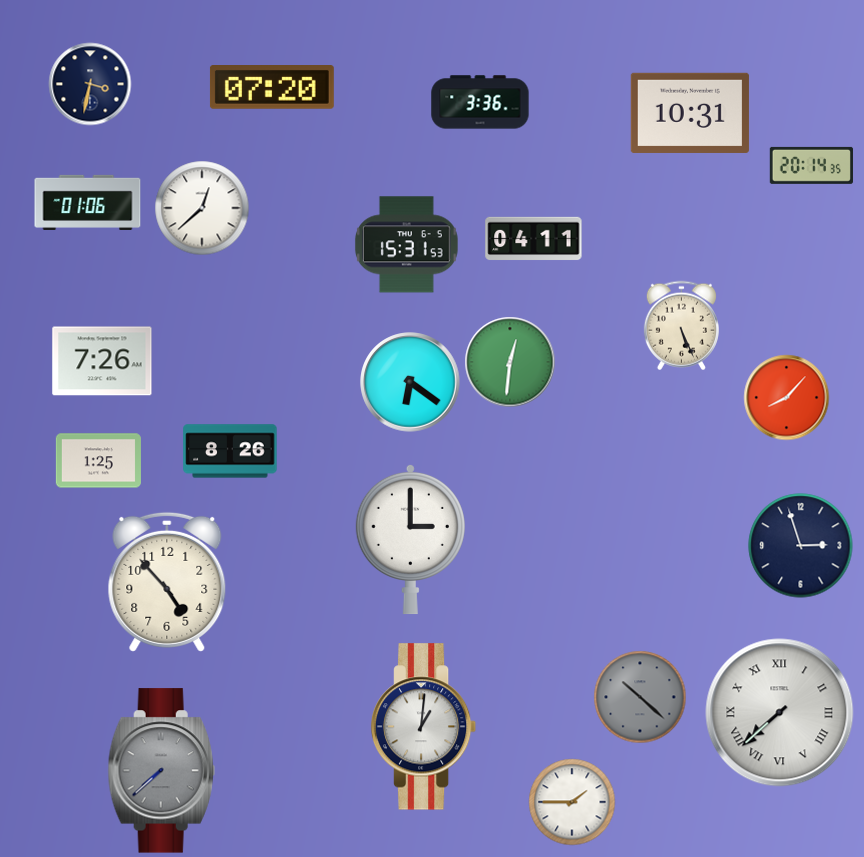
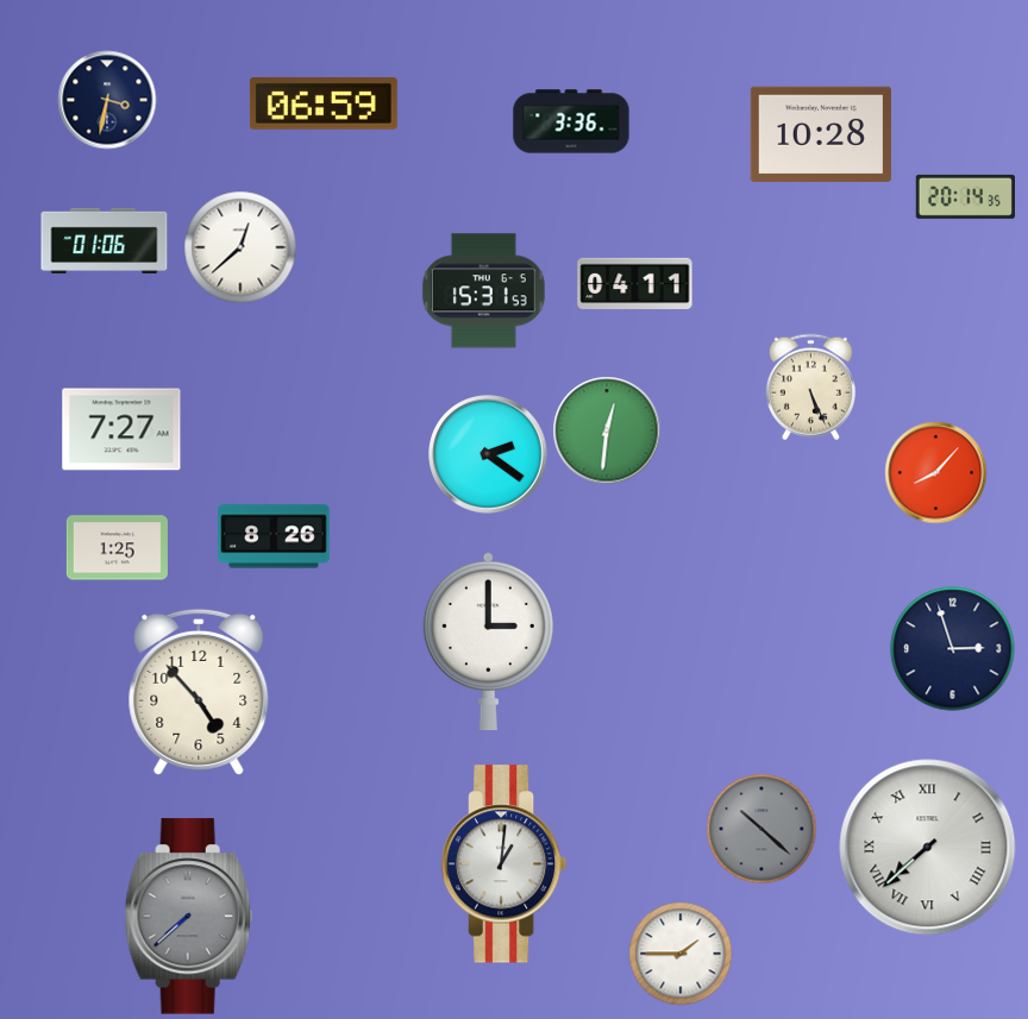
clock at (272, 88): 07:20 -> 06:59
clock at (690, 113): 10:31 -> 10:28
clock at (102, 361): 7:26 -> 7:27
clock at (410, 382): 6:21 -> 2:21
clock at (161, 771) position: (161, 771) -> (188, 917)
